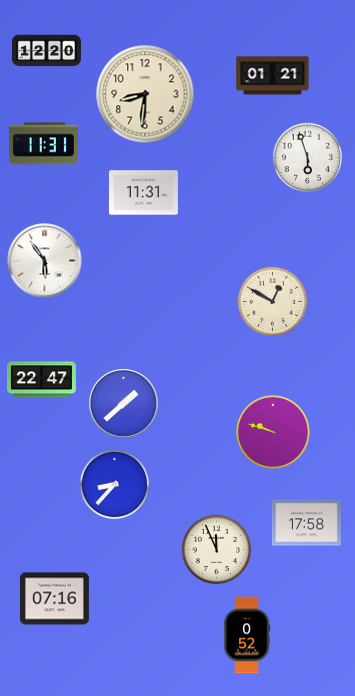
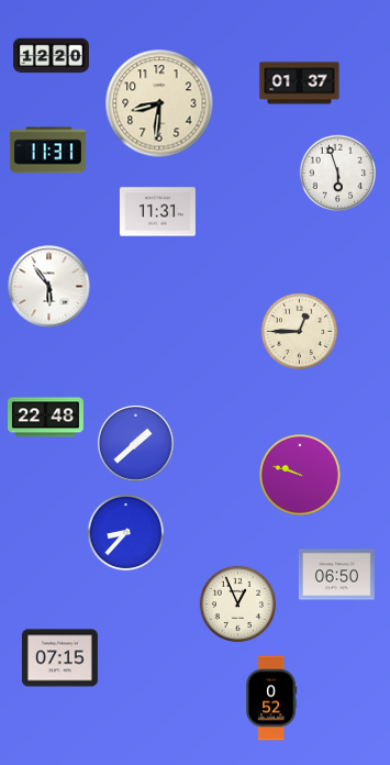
clock at (273, 76): 01:21 -> 01:37
clock at (43, 144) position: (43, 144) -> (47, 151)
clock at (273, 302): 12:50 -> 12:45
clock at (41, 380): 22:47 -> 22:48
clock at (306, 523): 17:58 -> 06:50
clock at (217, 550): 11:56 -> 12:56
clock at (54, 599): 07:16 -> 07:15
